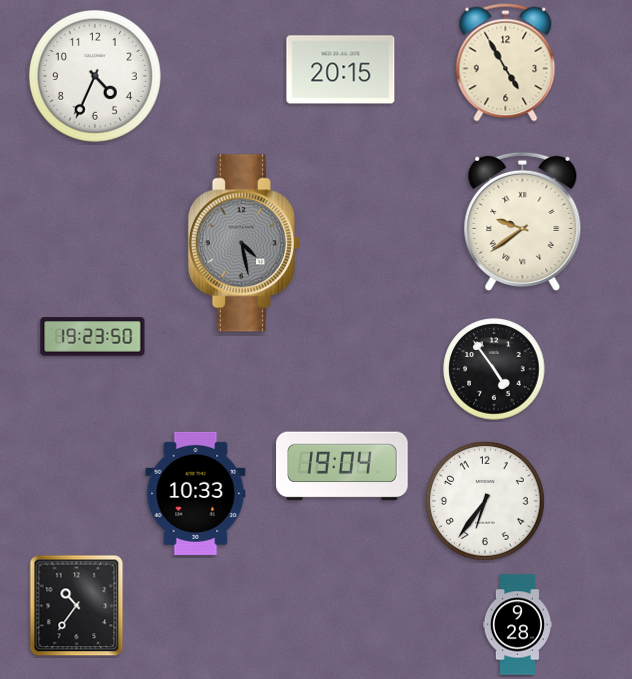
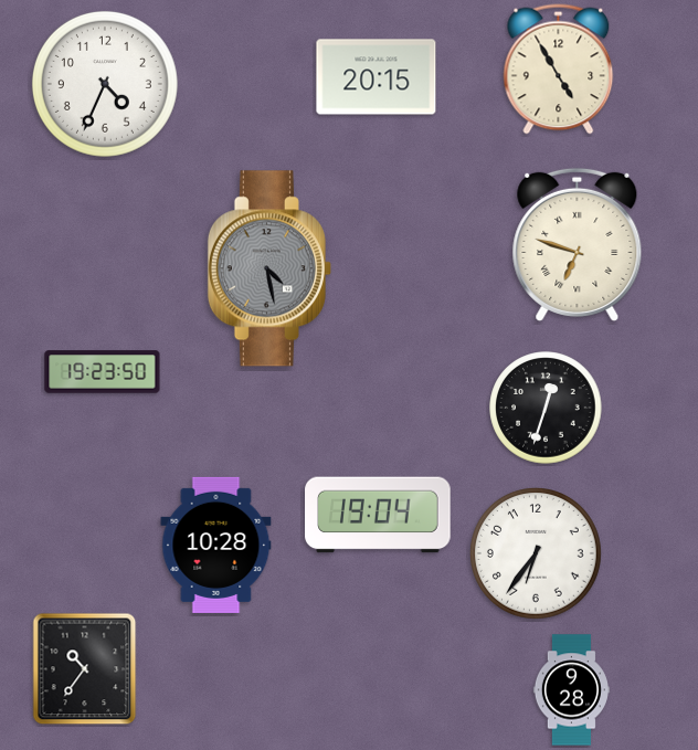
clock at (523, 221): 9:39 -> 6:48
clock at (494, 369): 4:54 -> 12:33
clock at (196, 493): 10:33 -> 10:28
